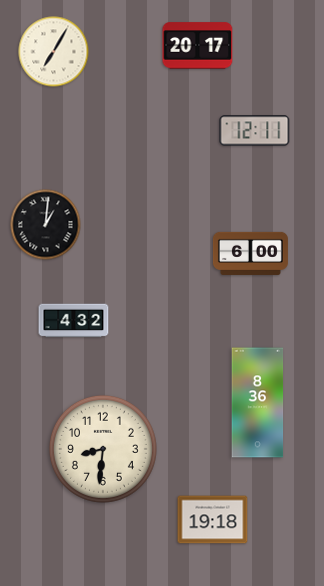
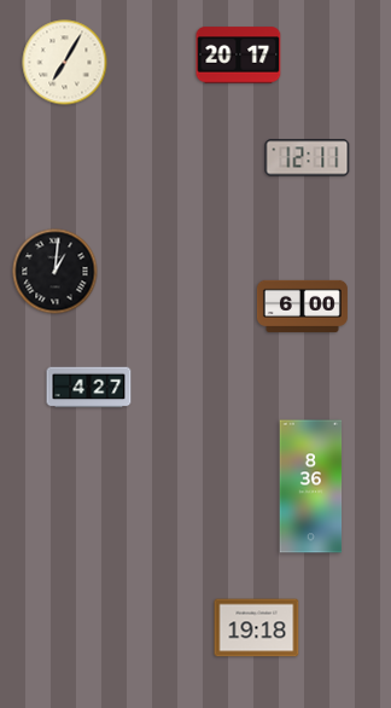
clock at (74, 321): 4:32 -> 4:27
clock at (103, 449): 8:31 -> none
